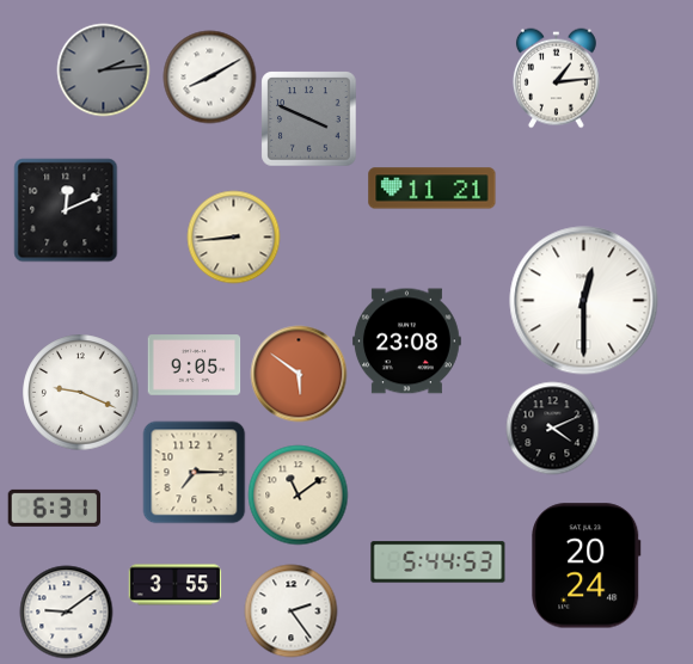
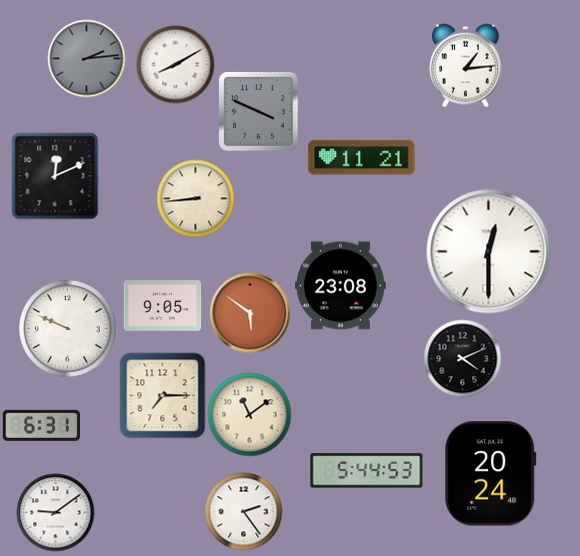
clock at (308, 118) position: (308, 118) -> (258, 111)
clock at (81, 393): 9:19 -> 9:49
clock at (54, 508) position: (54, 508) -> (41, 425)
clock at (174, 585): 3:55 -> none
